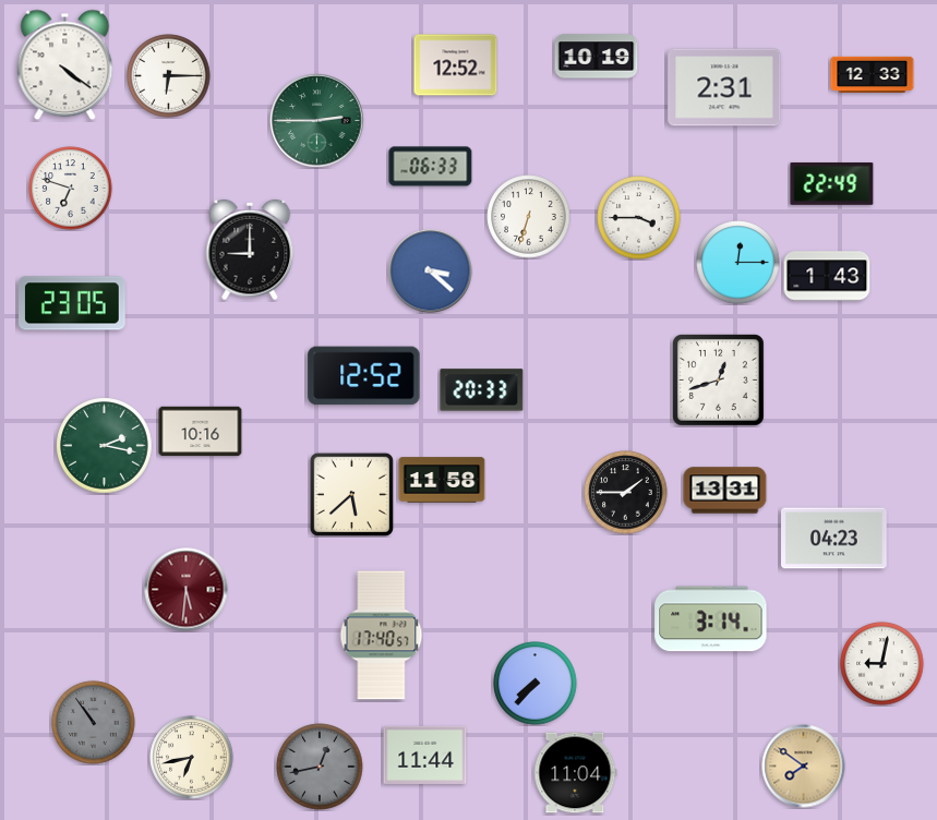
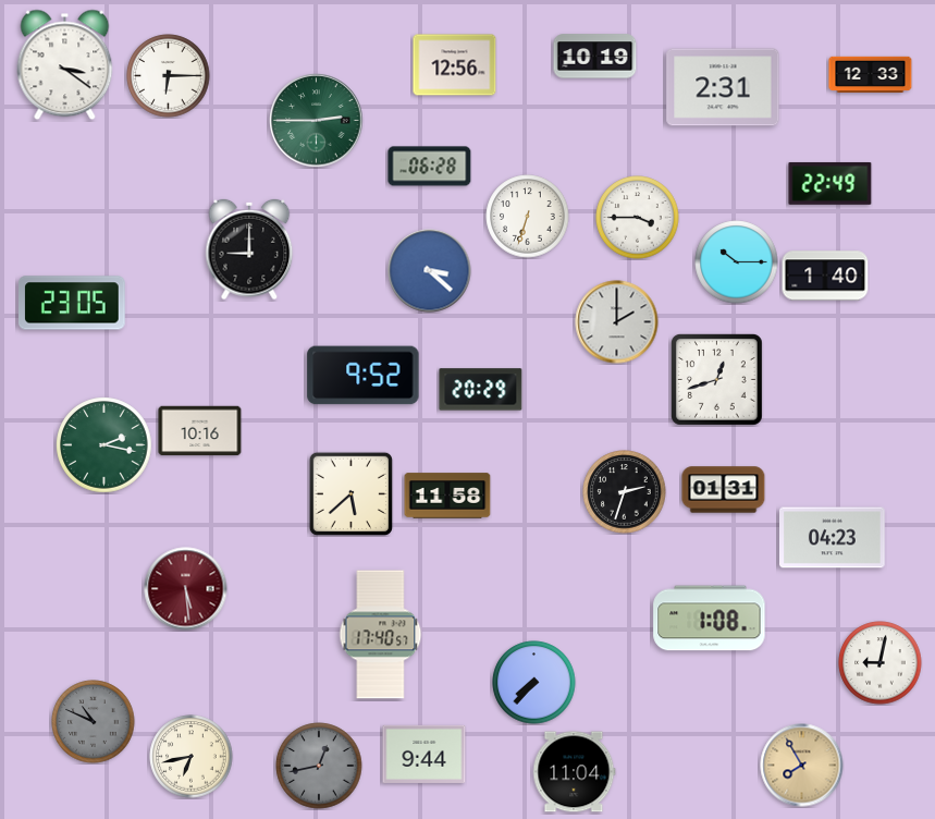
clock at (65, 65): 4:21 -> 3:21
clock at (456, 65): 12:52 -> 12:56
clock at (431, 167): 06:33 -> 06:28
clock at (71, 189): 6:48 -> none
clock at (738, 263): 12:15 -> 10:15
clock at (827, 276): 1:43 -> 1:40
clock at (617, 322): none -> 2:00
clock at (364, 376): 12:52 -> 9:52
clock at (482, 390): 20:33 -> 20:29
clock at (442, 480) position: (442, 480) -> (447, 496)
clock at (725, 491): 13:31 -> 01:31
clock at (626, 493): 1:45 -> 2:33
clock at (187, 590): 5:31 -> 5:29
clock at (711, 619): 3:14 -> 1:08
clock at (94, 723): 10:54 -> 10:49
clock at (425, 755): 11:44 -> 9:44
clock at (804, 767): 7:51 -> 7:55
